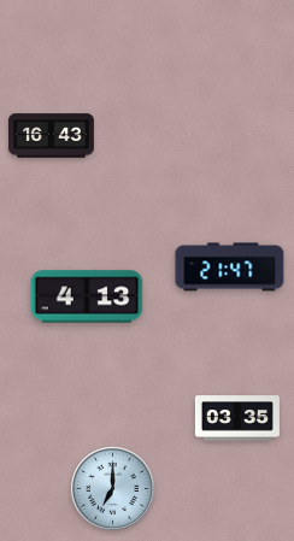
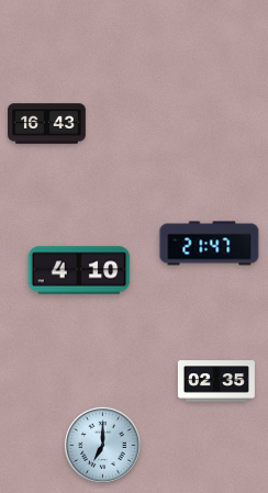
clock at (87, 296): 4:13 -> 4:10
clock at (237, 418): 03:35 -> 02:35
